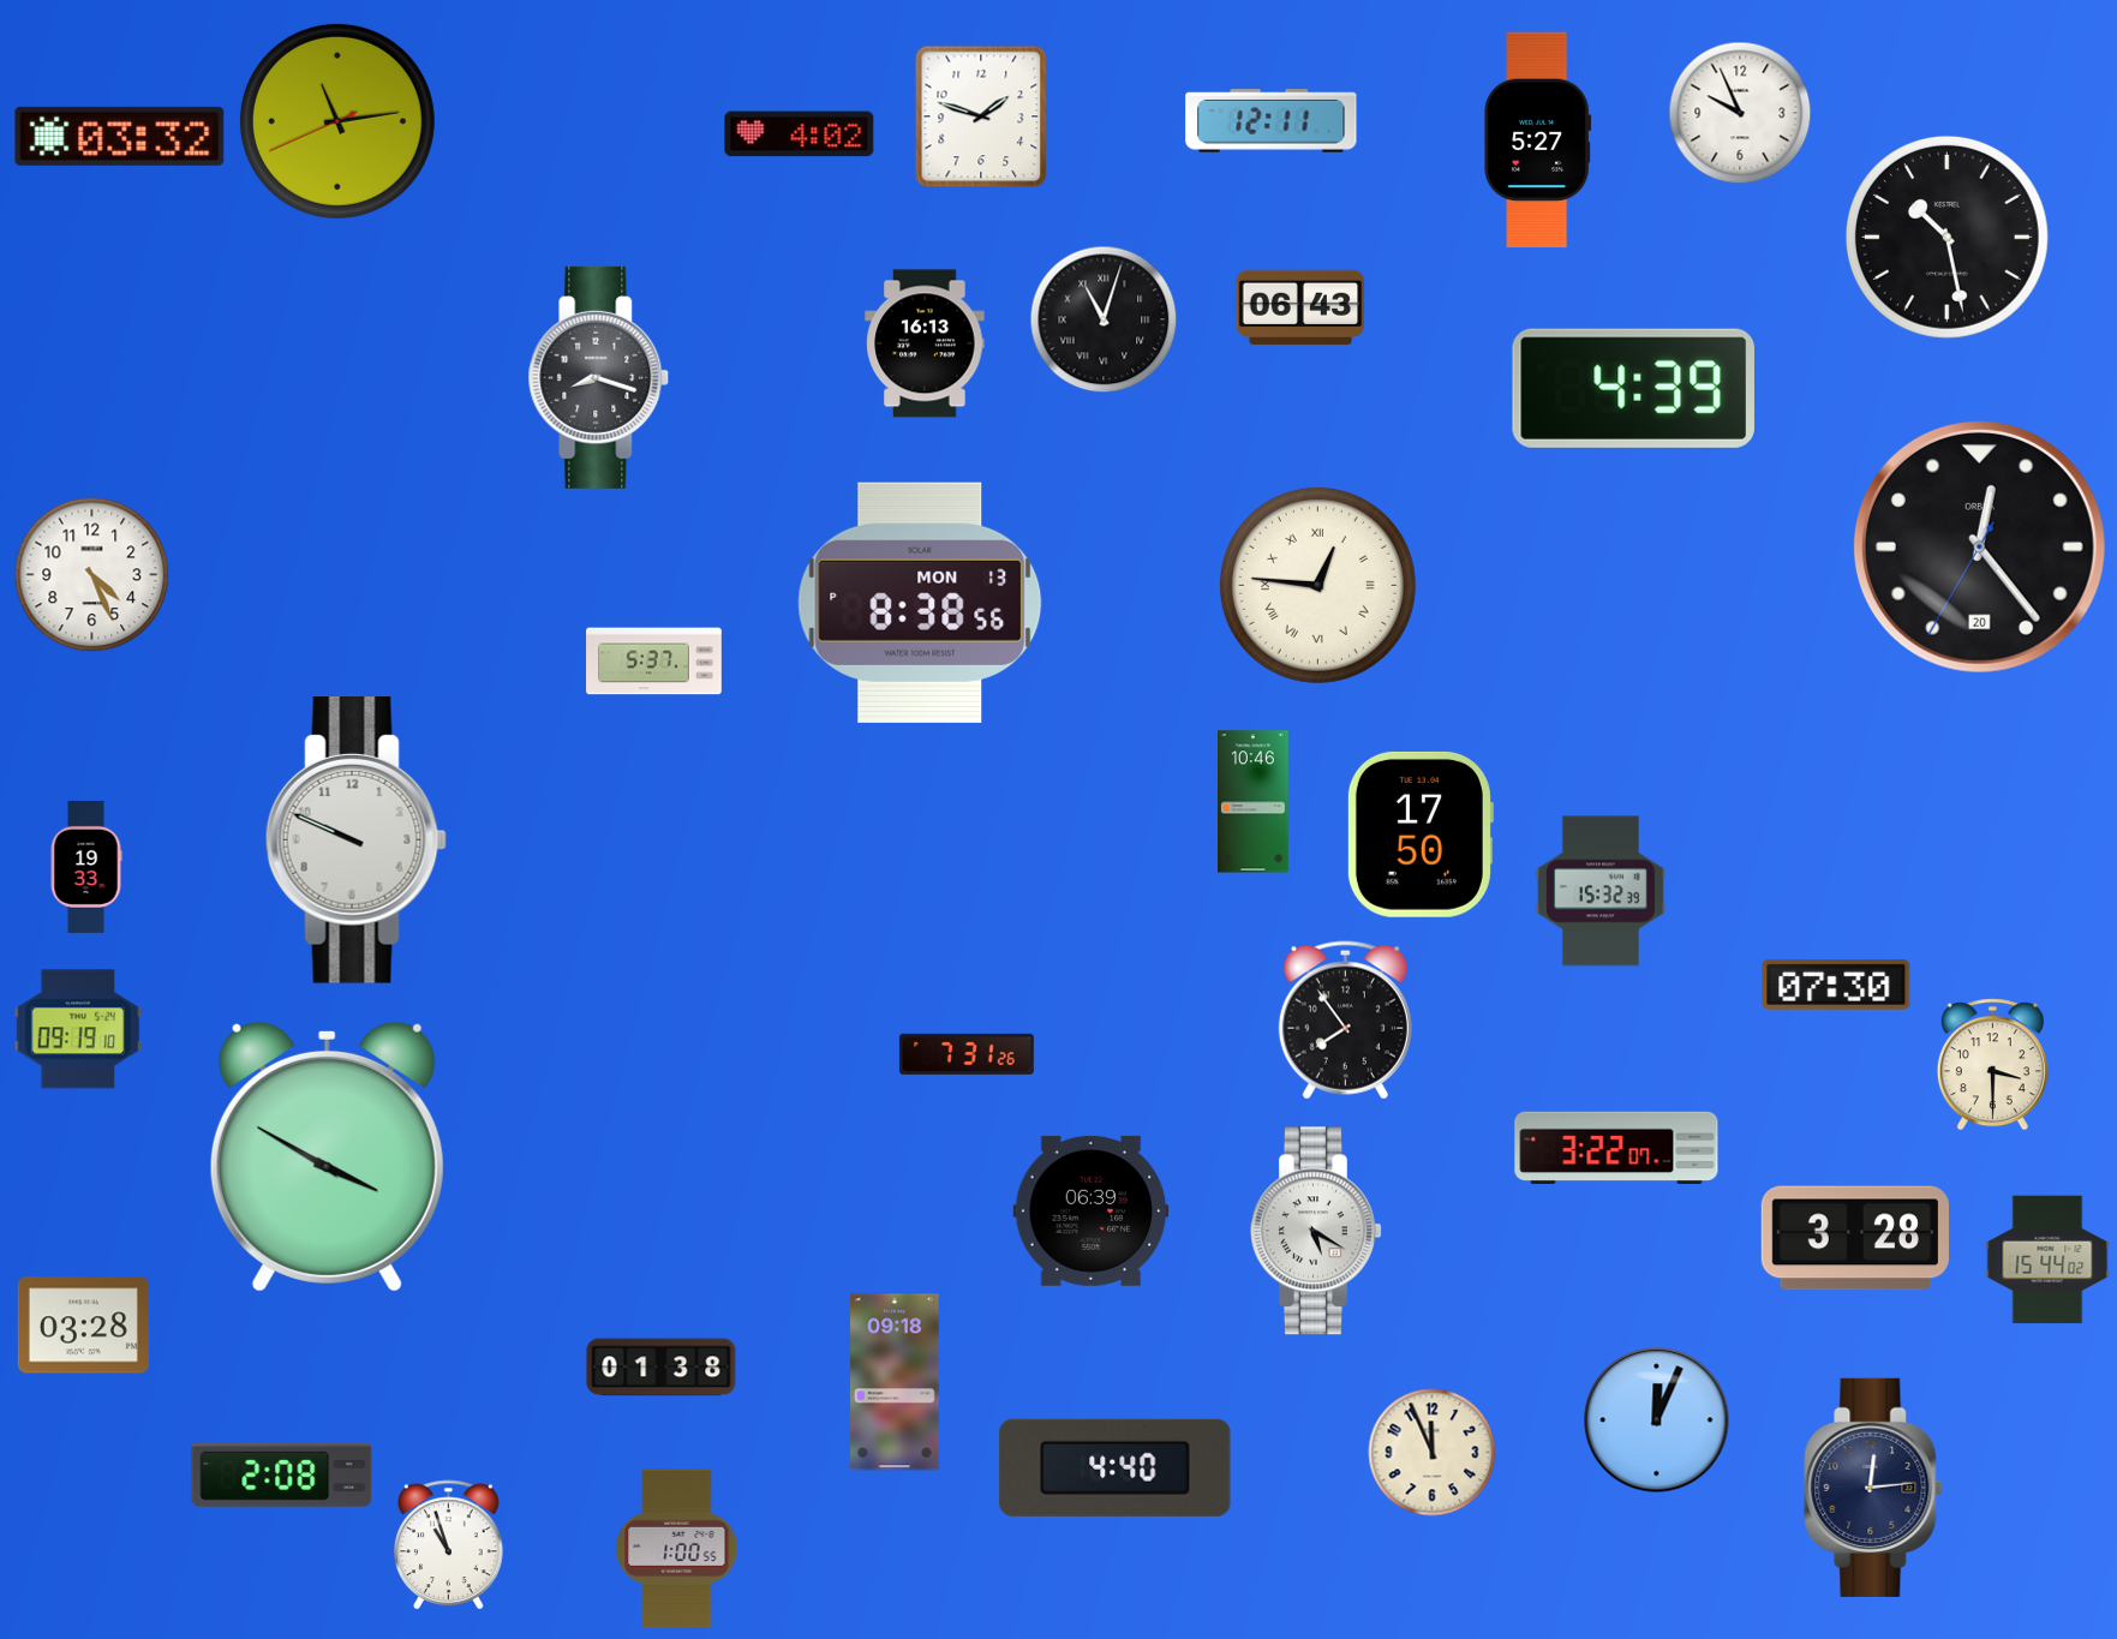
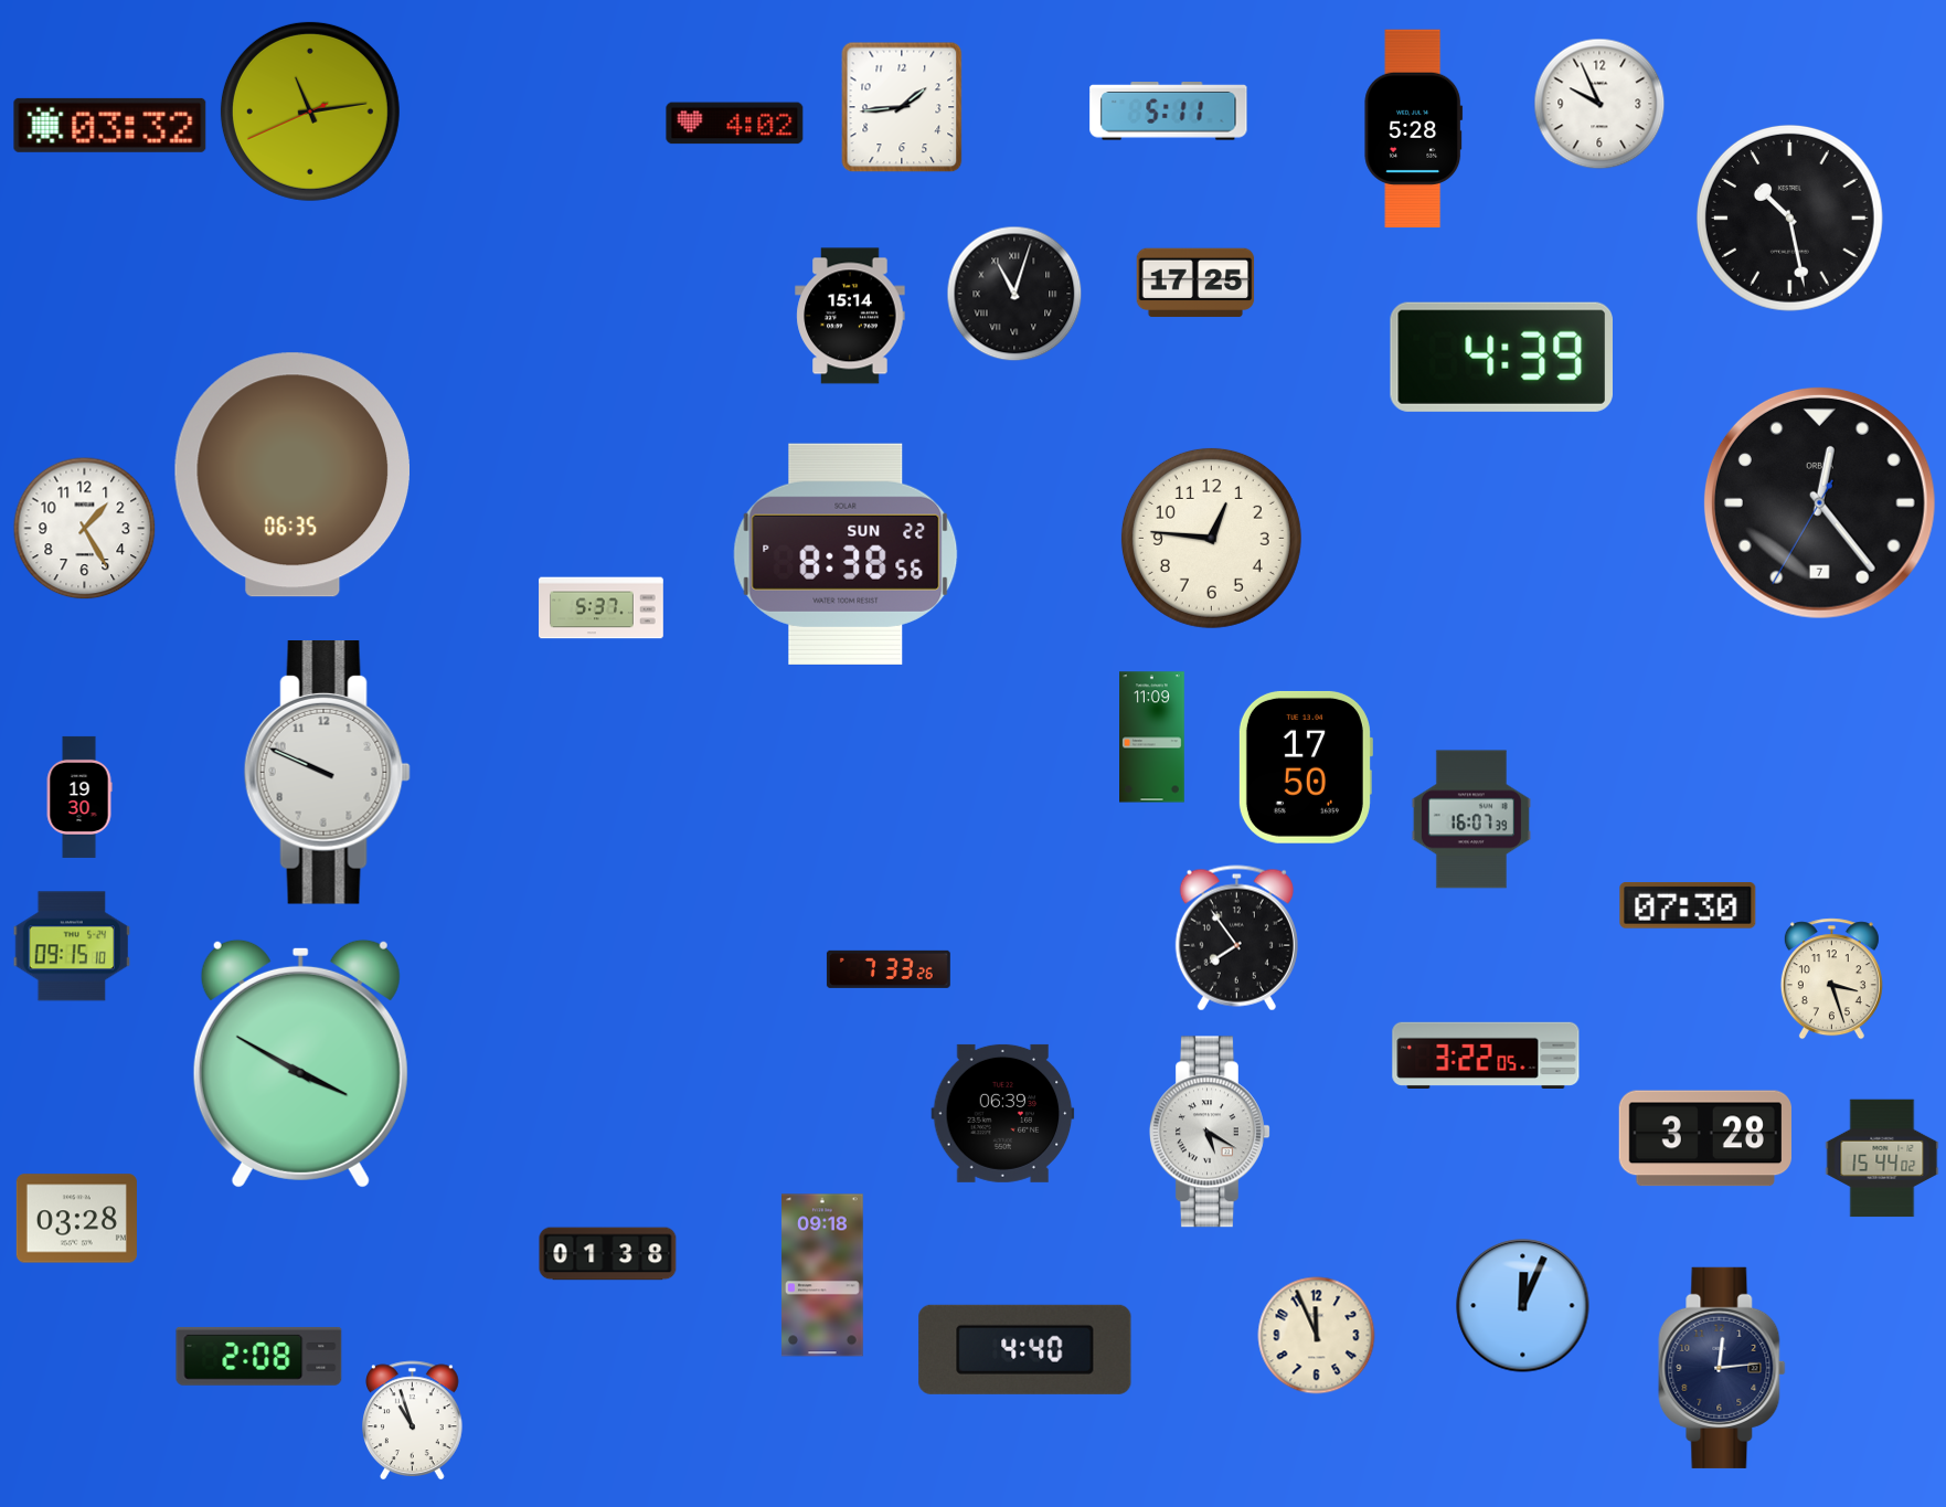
clock at (981, 116): 1:48 -> 1:44
clock at (1272, 121): 12:11 -> 5:11
clock at (1538, 140): 5:27 -> 5:28
clock at (1300, 307): 06:43 -> 17:25
clock at (925, 343): 16:13 -> 15:14
clock at (599, 377): 8:18 -> none
clock at (291, 475): none -> 06:35
clock at (1979, 546) date: 20 -> 7
clock at (92, 575): 4:26 -> 1:25
clock at (1317, 585) numerals: Roman -> Arabic
clock at (920, 603) date: MON 13 -> SUN 22
clock at (1254, 802): 10:46 -> 11:09
clock at (86, 867): 19:33 -> 19:30
clock at (1601, 891): 15:32 -> 16:07
clock at (78, 1029): 09:19 -> 09:15
clock at (967, 1054): 7:31 -> 7:33
clock at (1992, 1065): 3:30 -> 3:27
clock at (1616, 1147): 3:22:07 -> 3:22:05
clock at (662, 1368) position: (662, 1368) -> (608, 1254)
clock at (896, 1382) position: (896, 1382) -> (823, 1275)
clock at (677, 1549): 1:00 -> none
